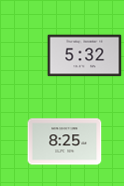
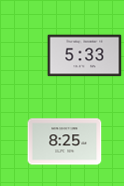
clock at (85, 56): 5:32 -> 5:33
